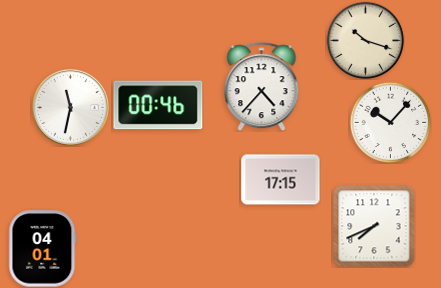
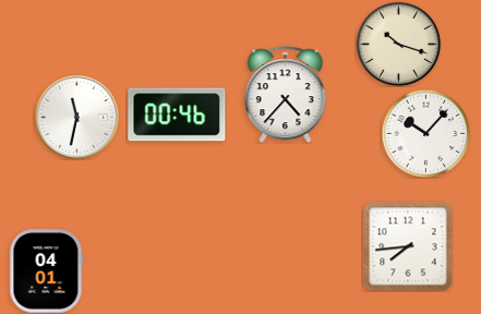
clock at (158, 105) position: (158, 105) -> (177, 114)
clock at (281, 180): 17:15 -> none
clock at (374, 226): 7:41 -> 7:44
